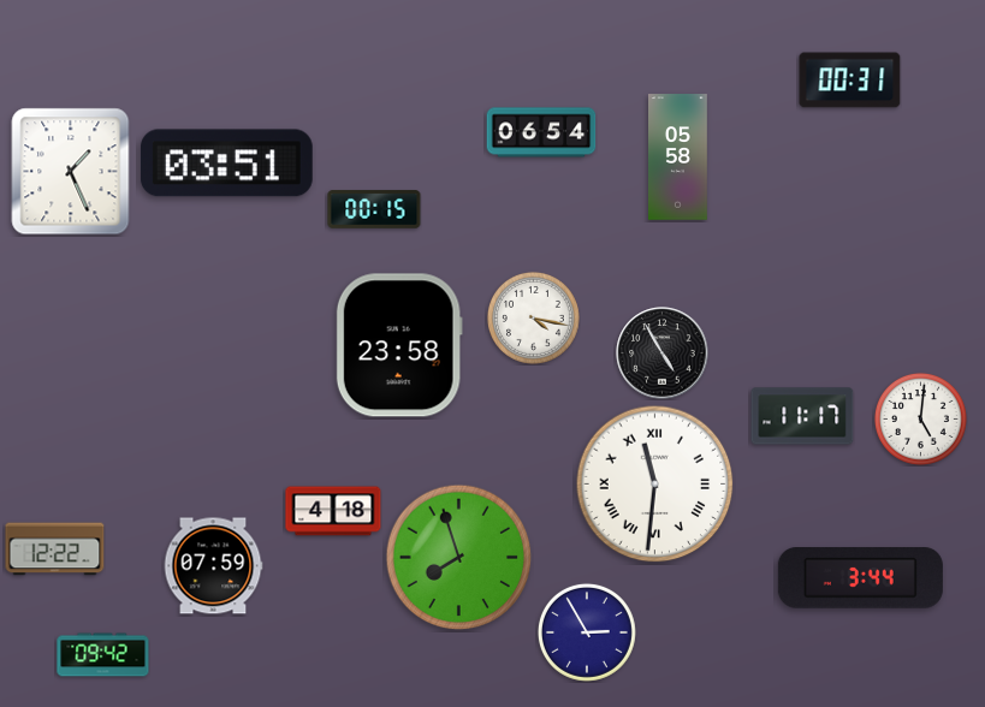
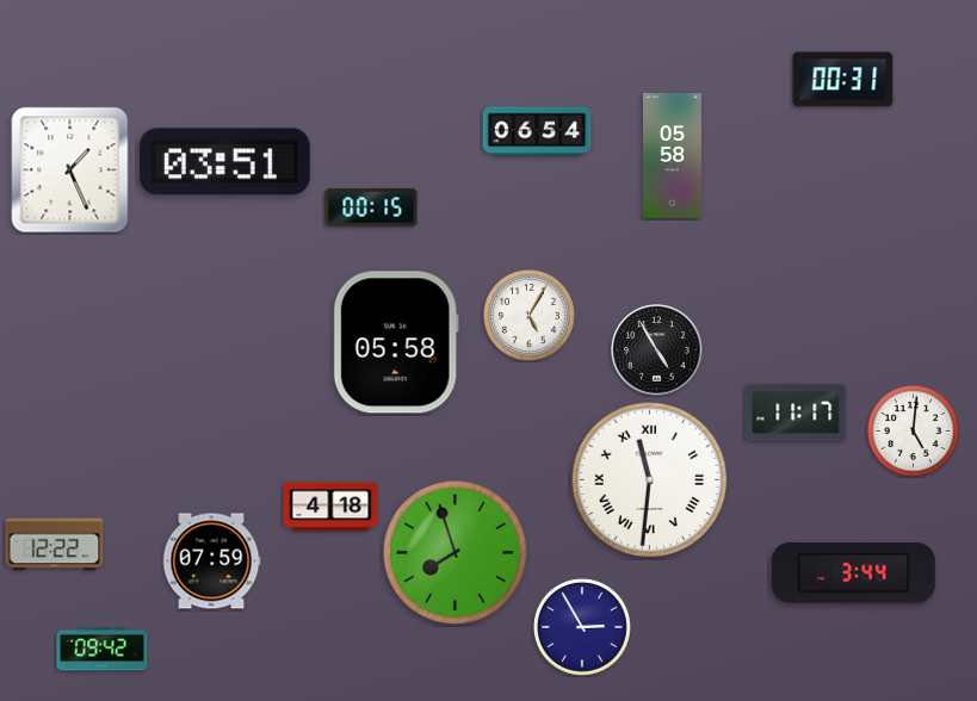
clock at (533, 317): 4:17 -> 5:05
clock at (399, 345): 23:58 -> 05:58
clock at (920, 418) position: (920, 418) -> (913, 430)
